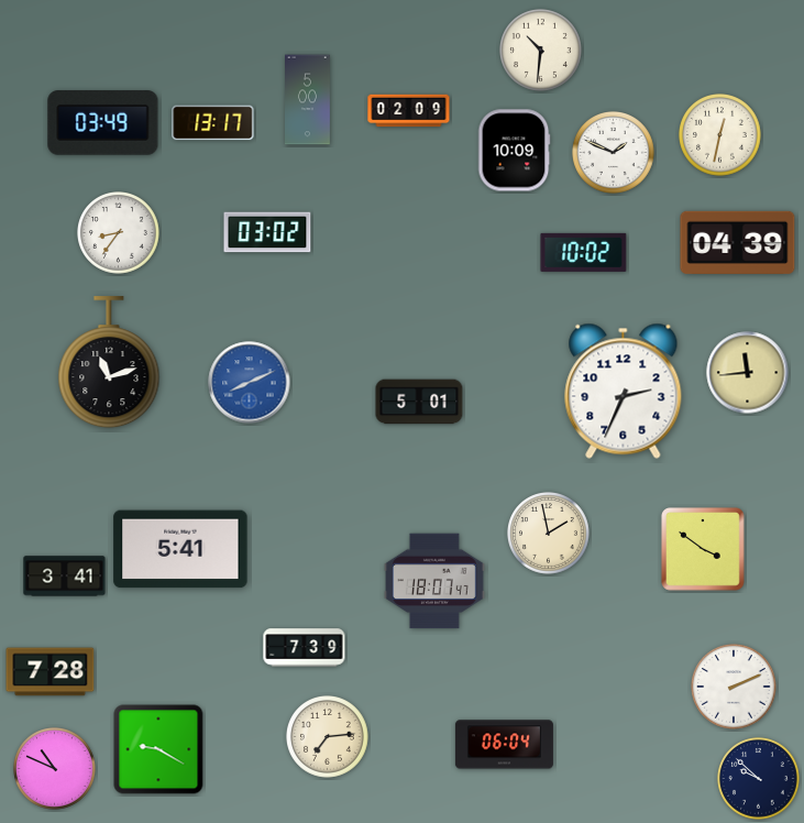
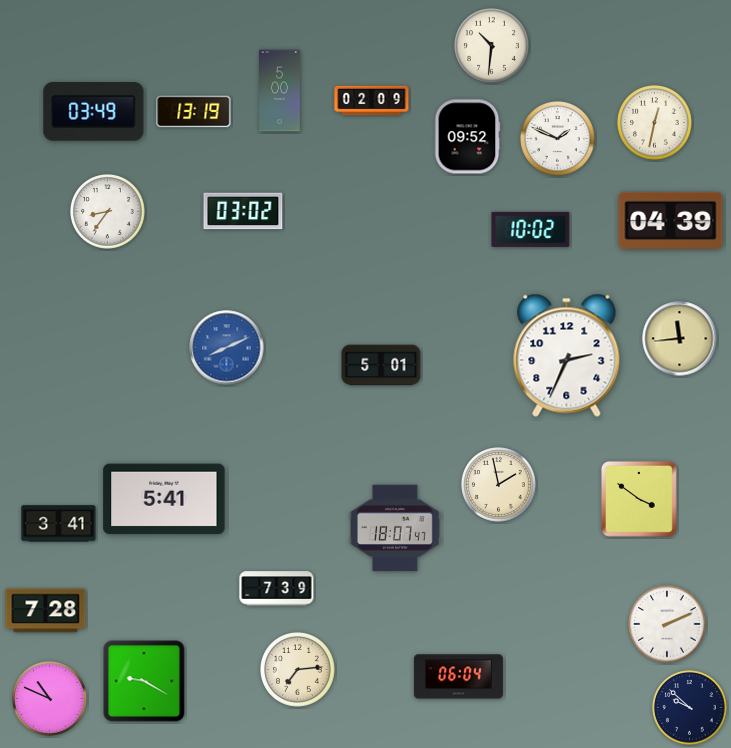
clock at (213, 123): 13:17 -> 13:19
clock at (514, 151): 10:09 -> 09:52
clock at (109, 363): 11:12 -> none
